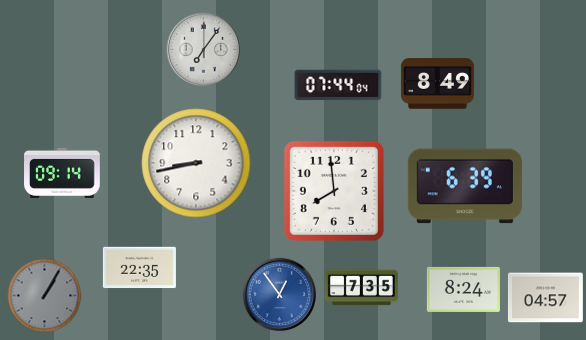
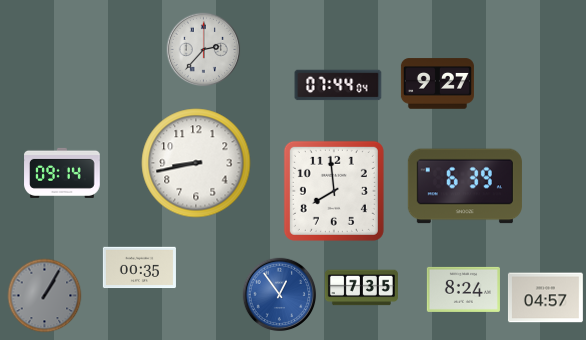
clock at (204, 50): 7:06 -> 2:37
clock at (437, 84): 8:49 -> 9:27
clock at (139, 268): 22:35 -> 00:35
